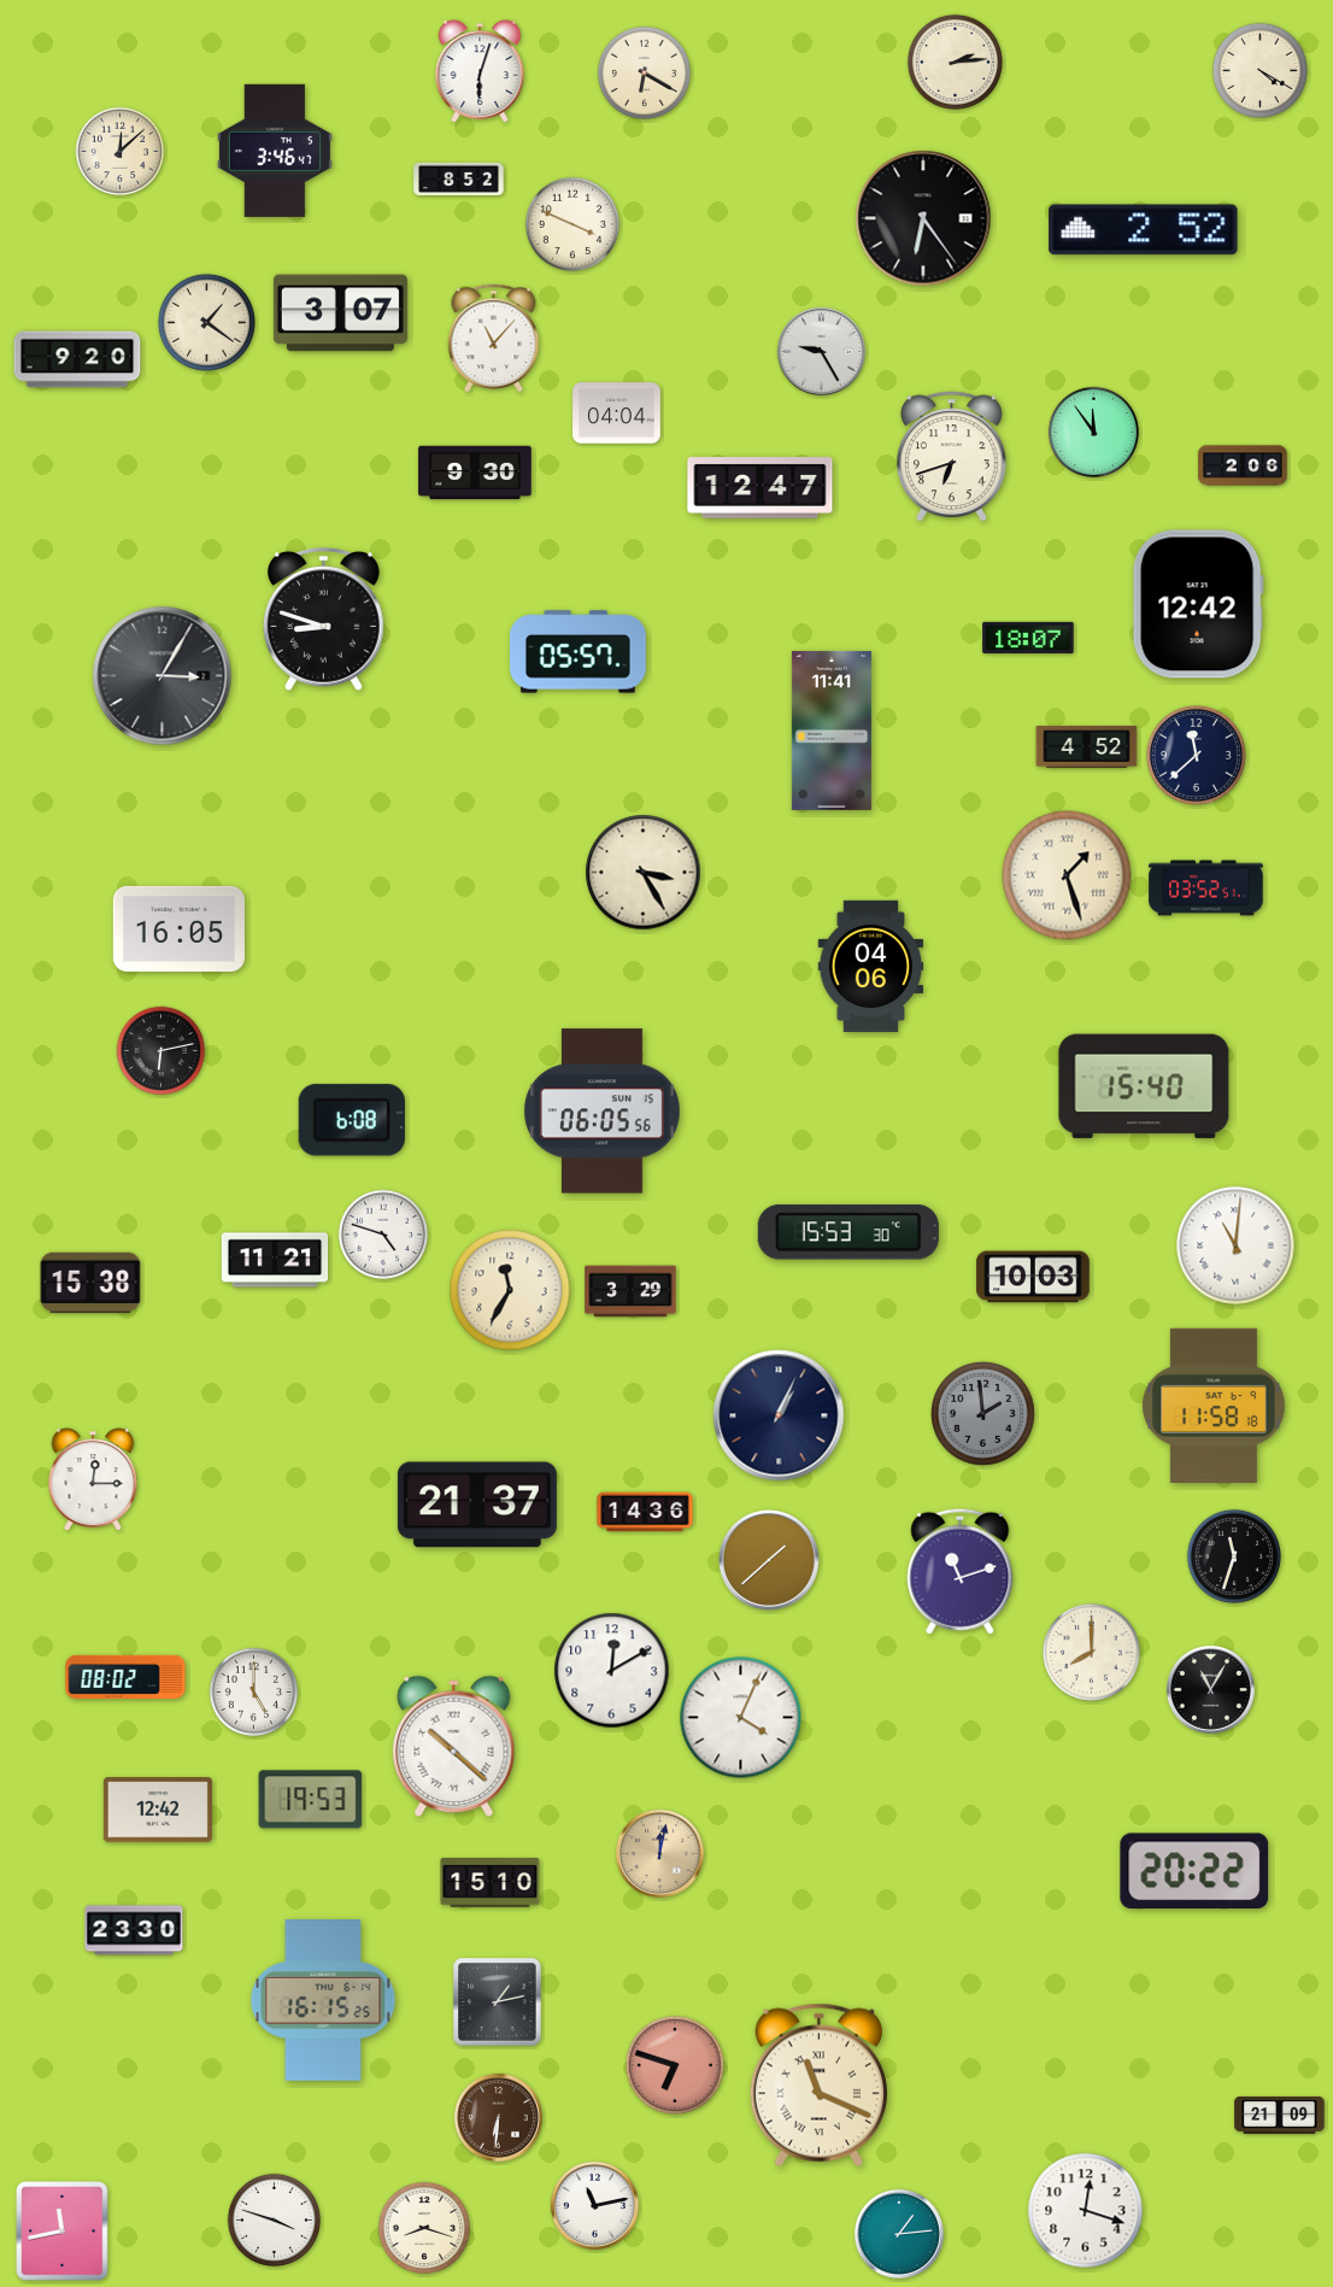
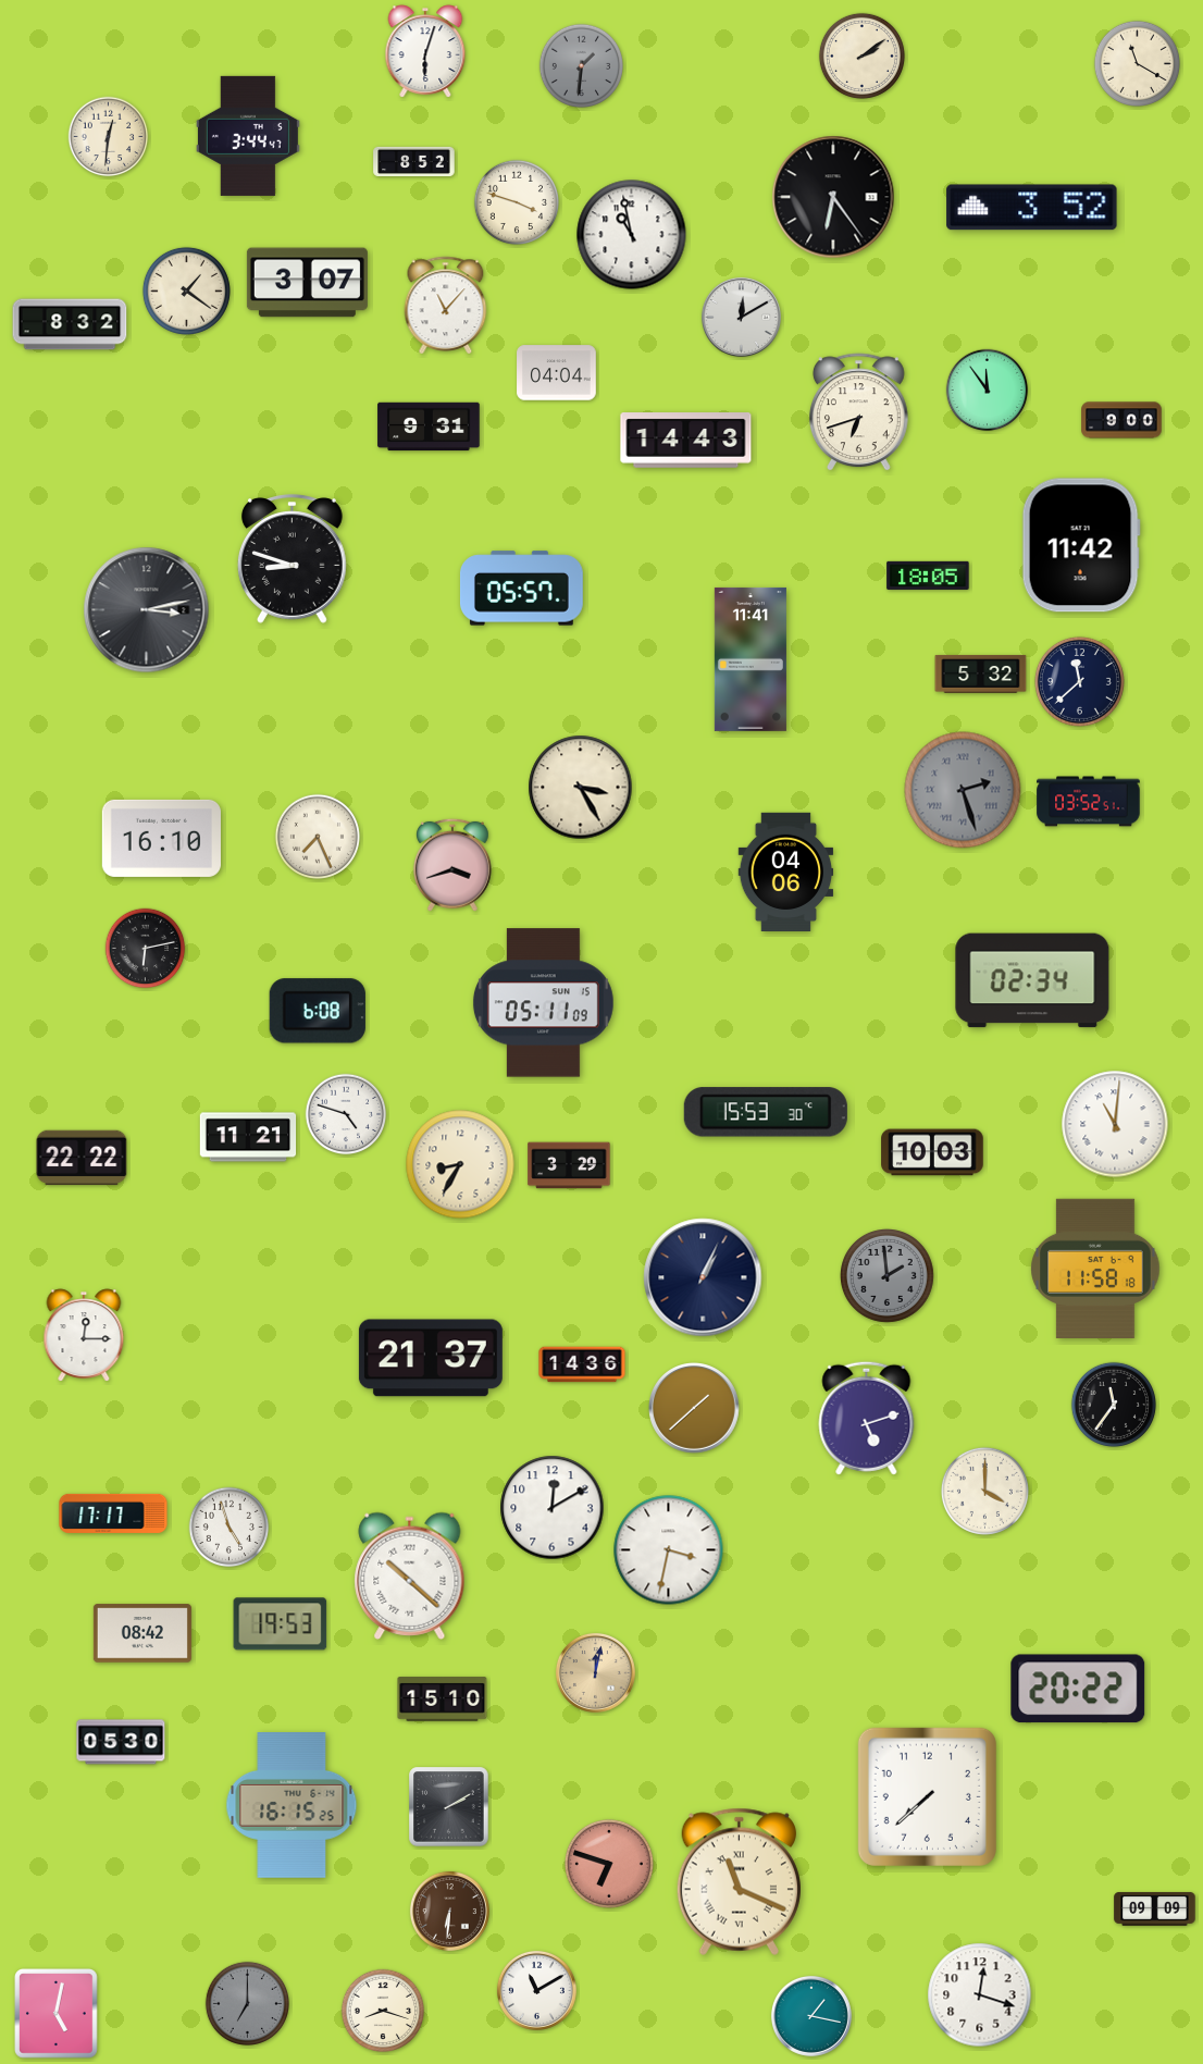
clock at (955, 61): 2:14 -> 2:09
clock at (1259, 70): 4:20 -> 11:20
clock at (480, 71) position: (480, 71) -> (425, 51)
clock at (644, 72): 6:20 -> 1:31
clock at (644, 72) dial: cream -> grey
clock at (275, 151): 3:46 -> 3:44
clock at (121, 152): 12:08 -> 12:31
clock at (571, 223): 3:49 -> 3:48
clock at (1144, 230): 2:52 -> 3:52
clock at (632, 235): none -> 10:58
clock at (821, 351): 9:25 -> 12:10
clock at (77, 359): 9:20 -> 8:32
clock at (1243, 465): 2:06 -> 9:00
clock at (475, 473): 9:30 -> 9:31
clock at (761, 488): 12:47 -> 14:43
clock at (1198, 604): 12:42 -> 11:42
clock at (1028, 638): 18:07 -> 18:05
clock at (163, 676): 3:05 -> 3:13
clock at (1087, 746): 4:52 -> 5:32
clock at (1067, 875): 1:27 -> 2:27
clock at (1067, 875) dial: cream -> grey
clock at (317, 836): none -> 7:26
clock at (178, 928): 16:05 -> 16:10
clock at (452, 865): none -> 3:42
clock at (1144, 1086): 15:40 -> 02:34
clock at (601, 1112): 06:05 -> 05:11
clock at (90, 1283): 15:38 -> 22:22
clock at (510, 1290): 11:35 -> 8:35
clock at (1233, 1555): 11:33 -> 11:36
clock at (961, 1571): 11:12 -> 5:12
clock at (1091, 1652): 8:00 -> 4:00
clock at (125, 1677): 08:02 -> 17:17
clock at (1210, 1689): 11:05 -> none
clock at (254, 1693): 5:00 -> 4:57
clock at (741, 1718): 4:04 -> 3:32
clock at (158, 1810): 12:42 -> 08:42
clock at (134, 1930): 23:30 -> 05:30
clock at (927, 1796): none -> 7:38
clock at (498, 2002): 1:13 -> 2:10
clock at (1280, 2115): 21:09 -> 09:09
clock at (594, 2205): 11:13 -> 11:10
clock at (274, 2219): 3:48 -> 7:00
clock at (274, 2219) dial: white -> grey
clock at (63, 2232): 11:43 -> 5:02
clock at (899, 2234): 1:14 -> 1:17
